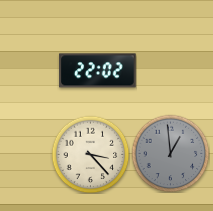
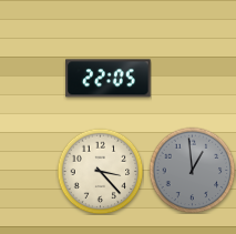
clock at (98, 71): 22:02 -> 22:05
clock at (170, 153) position: (170, 153) -> (192, 170)
